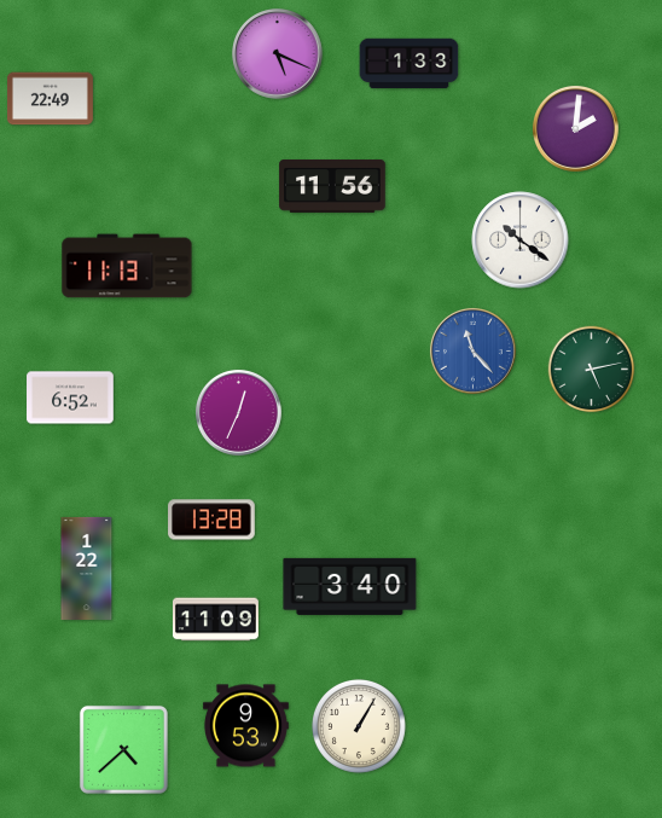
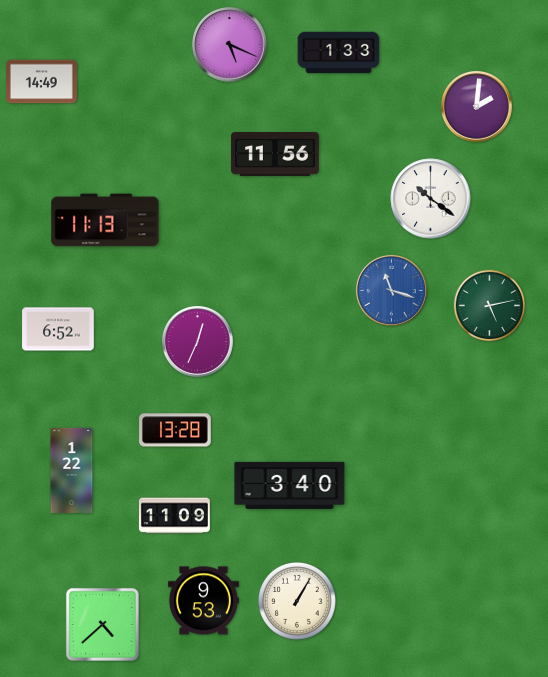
clock at (50, 99): 22:49 -> 14:49
clock at (472, 350): 11:23 -> 11:18
clock at (215, 620) position: (215, 620) -> (174, 516)
clock at (123, 749) position: (123, 749) -> (102, 624)
